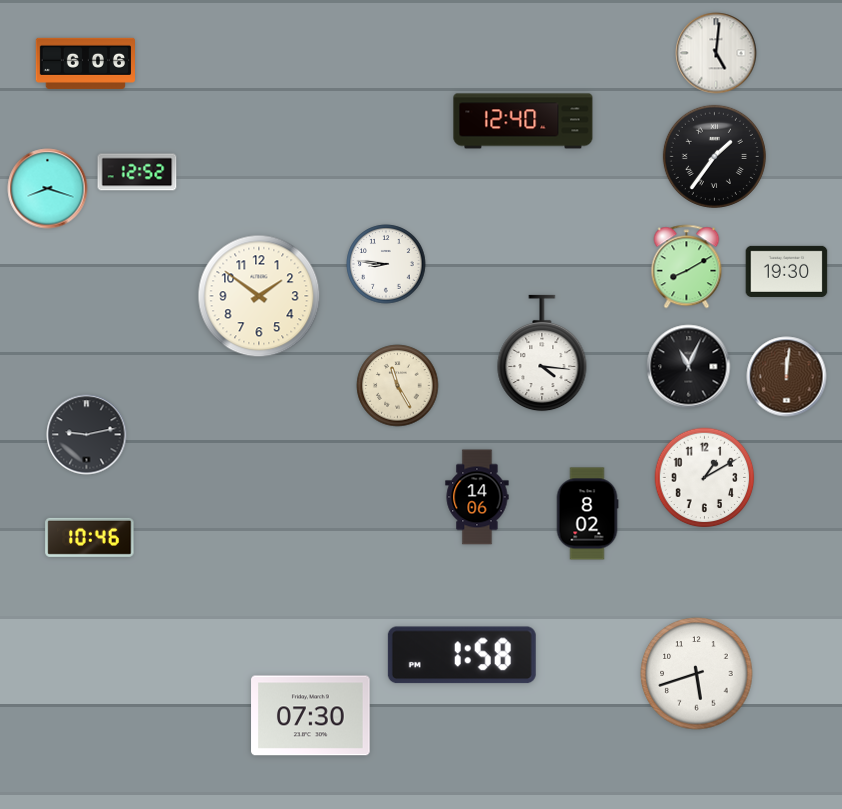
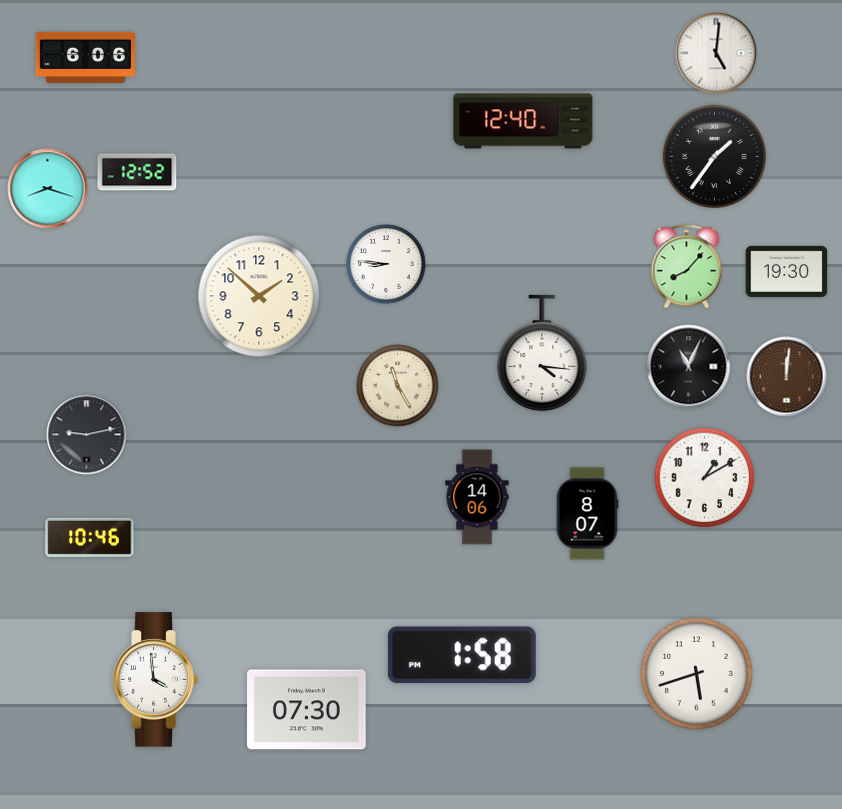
clock at (85, 63) position: (85, 63) -> (85, 57)
clock at (687, 267): 8:10 -> 8:07
clock at (259, 296): 1:51 -> 1:52
clock at (587, 514): 8:02 -> 8:07
clock at (155, 680): none -> 3:59
clock at (311, 716) position: (311, 716) -> (307, 710)
